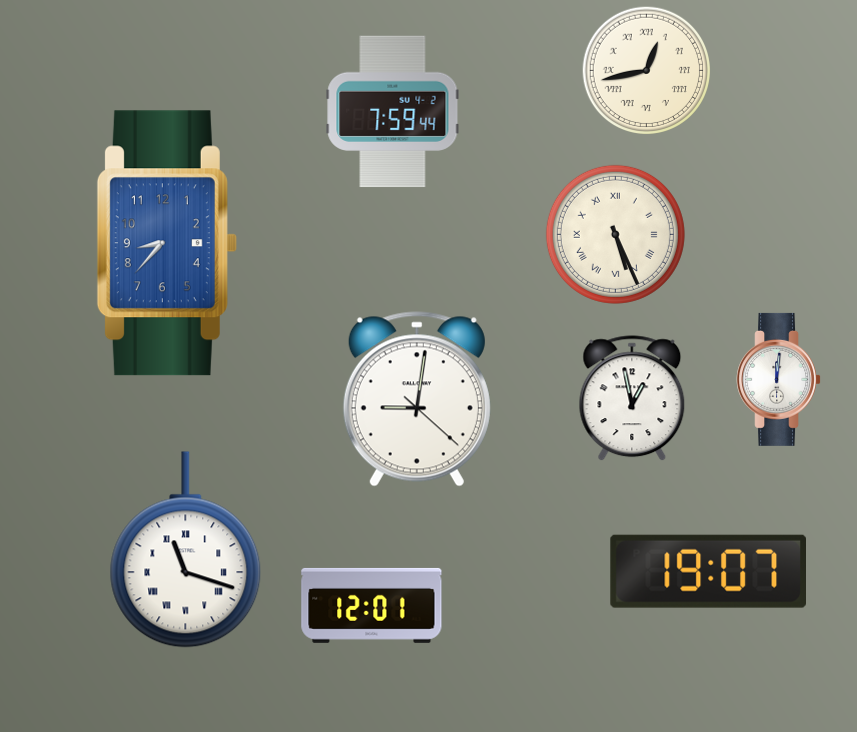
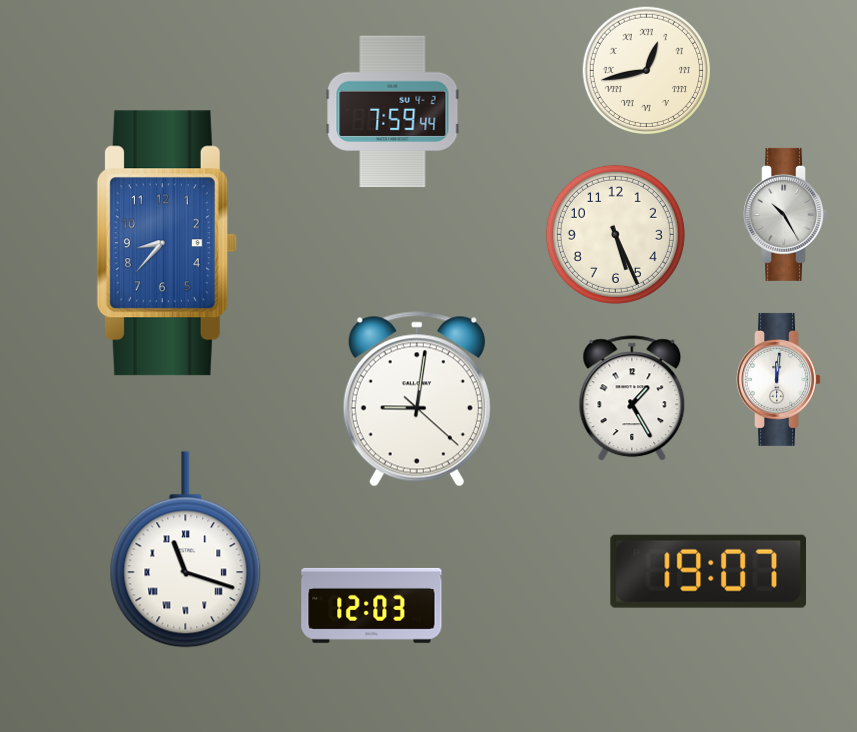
clock at (786, 214): none -> 10:25
clock at (615, 234) numerals: Roman -> Arabic
clock at (632, 399): 12:58 -> 1:25
clock at (372, 605): 12:01 -> 12:03
